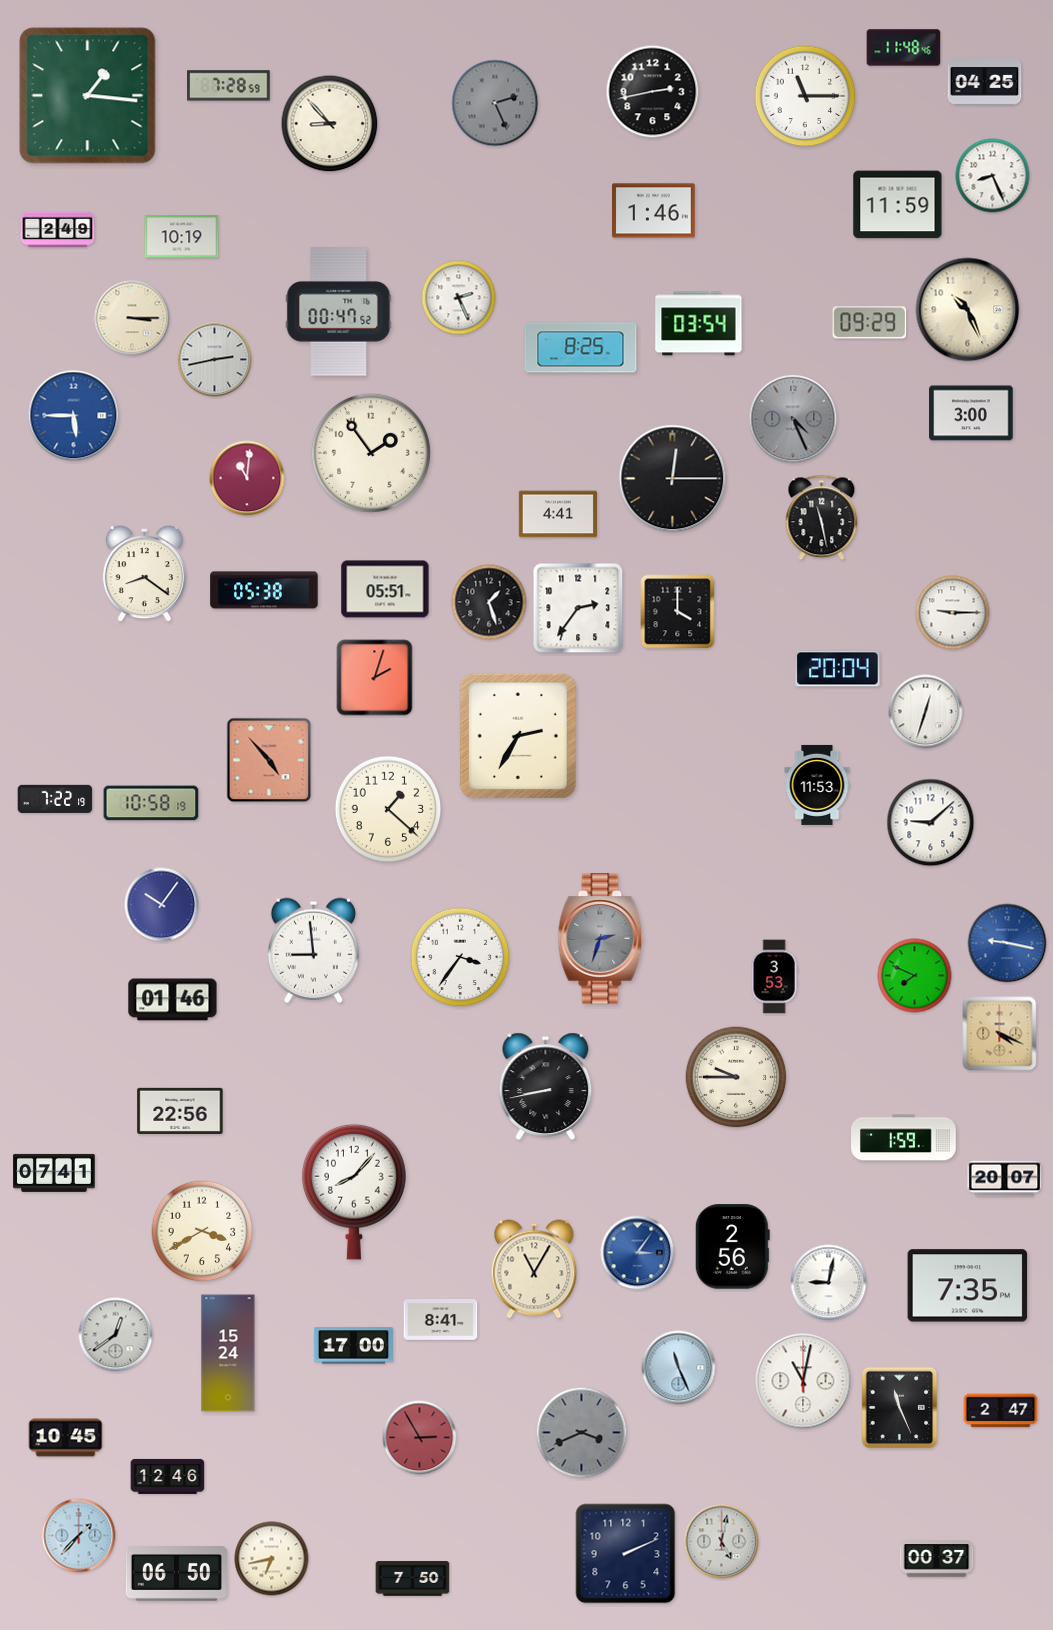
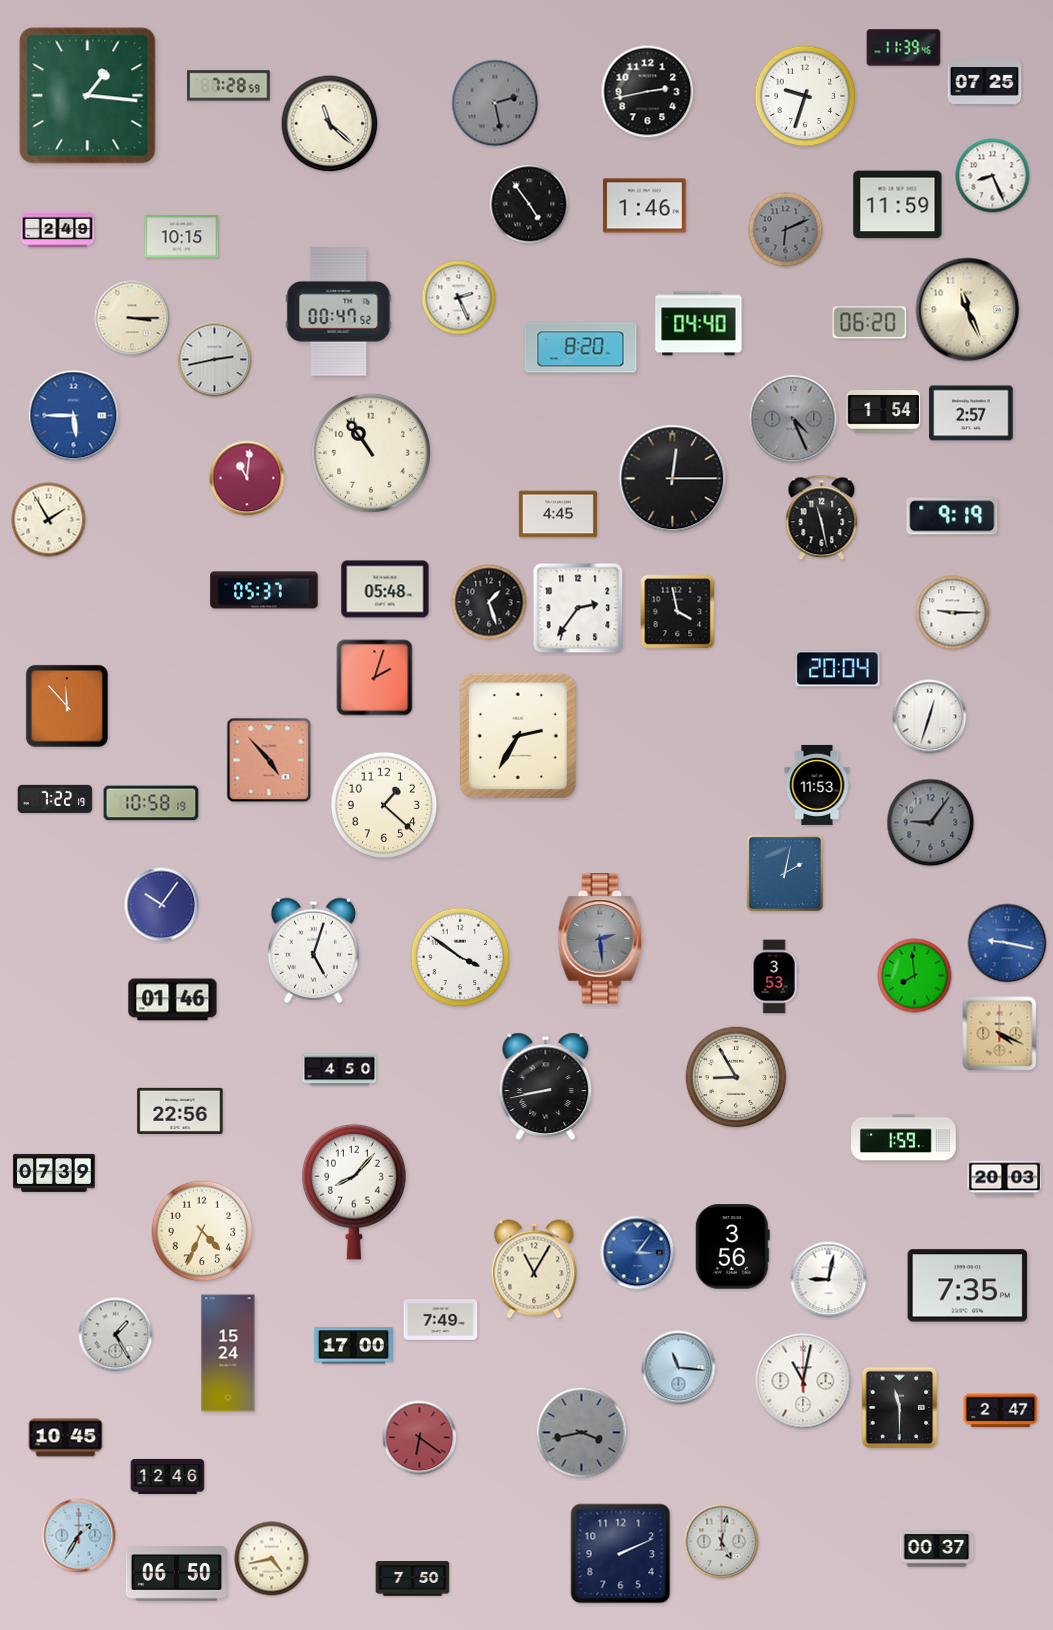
clock at (904, 48): 11:48 -> 11:39
clock at (985, 82): 04:25 -> 07:25
clock at (653, 92) position: (653, 92) -> (648, 92)
clock at (805, 96): 11:15 -> 9:33
clock at (495, 103): 2:26 -> 2:28
clock at (330, 124): 8:53 -> 11:22
clock at (529, 204): none -> 4:54
clock at (654, 211) position: (654, 211) -> (645, 206)
clock at (786, 230): none -> 6:11
clock at (182, 237): 10:19 -> 10:15
clock at (968, 310): 10:26 -> 11:26
clock at (870, 323): 09:29 -> 06:20
clock at (699, 324): 03:54 -> 04:40
clock at (581, 348): 8:25 -> 8:20
clock at (884, 412): none -> 1:54
clock at (971, 413): 3:00 -> 2:57
clock at (371, 453): 1:54 -> 10:54
clock at (558, 514): 4:41 -> 4:45
clock at (952, 516): none -> 9:19
clock at (49, 520): none -> 1:55
clock at (144, 574): 8:21 -> none
clock at (385, 589): 05:51 -> 05:48
clock at (264, 590): 05:38 -> 05:37
clock at (678, 612): 4:00 -> 3:58
clock at (67, 706): none -> 11:53
clock at (926, 712) position: (926, 712) -> (930, 717)
clock at (388, 809) position: (388, 809) -> (384, 805)
clock at (931, 823): 9:08 -> 9:06
clock at (931, 823) dial: white -> grey
clock at (785, 873): none -> 2:02
clock at (601, 939): 2:33 -> 2:29
clock at (313, 950): 8:59 -> 5:03
clock at (460, 957): 3:36 -> 3:51
clock at (915, 976): 7:49 -> 7:59
clock at (340, 1070): none -> 4:50
clock at (736, 1077): 9:45 -> 8:55
clock at (55, 1173): 07:41 -> 07:39
clock at (1005, 1179): 20:07 -> 20:03
clock at (202, 1231): 3:40 -> 4:34
clock at (732, 1247): 2:56 -> 3:56
clock at (829, 1283) position: (829, 1283) -> (829, 1280)
clock at (441, 1320): 8:41 -> 7:49
clock at (116, 1335): 12:39 -> 1:25
clock at (679, 1368): 11:26 -> 11:16
clock at (900, 1408): 11:26 -> 11:30
clock at (582, 1433): 3:41 -> 3:43
clock at (420, 1438): 2:55 -> 6:21
clock at (79, 1536): 1:37 -> 1:35
clock at (626, 1554) position: (626, 1554) -> (621, 1554)
clock at (272, 1559): 6:43 -> 4:43
clock at (937, 1559) position: (937, 1559) -> (937, 1549)
